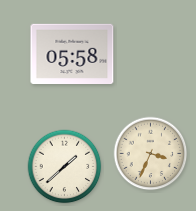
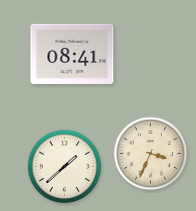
clock at (72, 53): 05:58 -> 08:41
